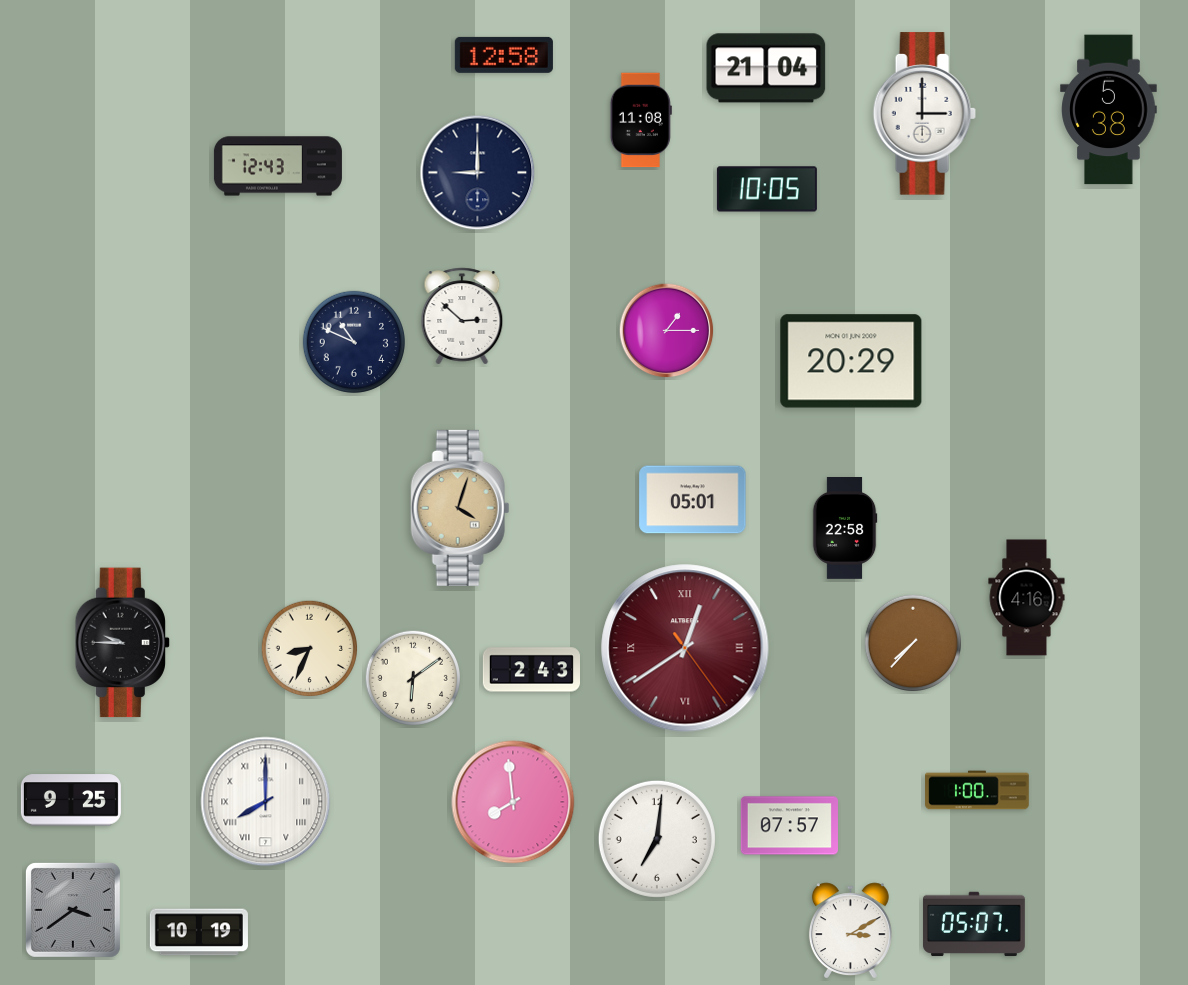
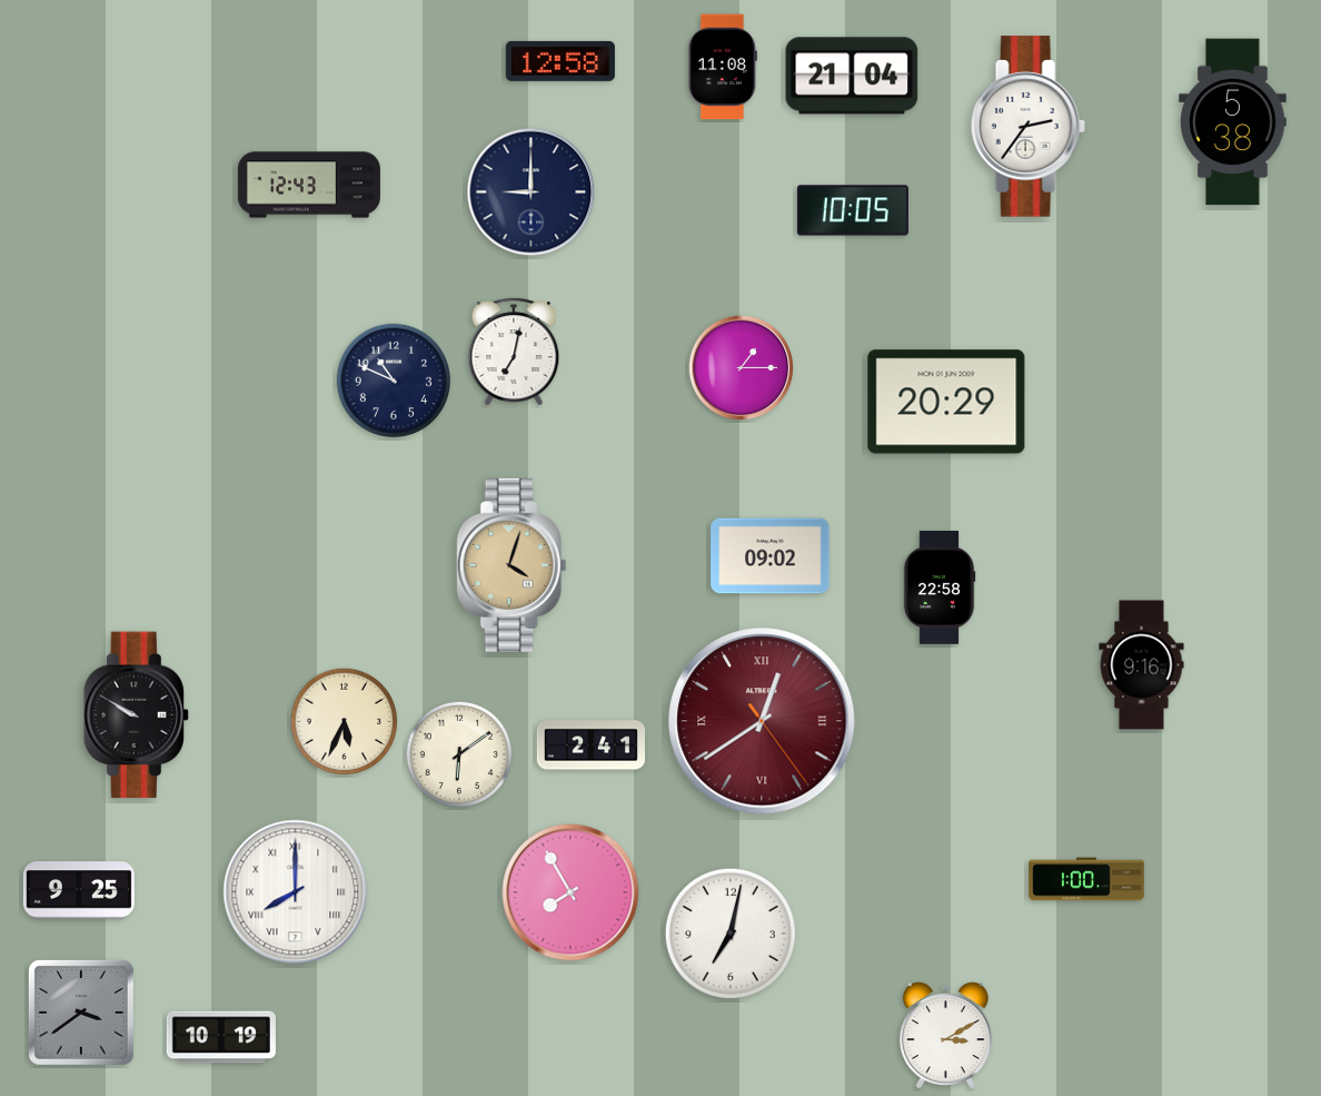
clock at (924, 114): 3:00 -> 2:36
clock at (641, 120) position: (641, 120) -> (723, 67)
clock at (462, 316): 2:52 -> 7:02
clock at (693, 500): 05:01 -> 09:02
clock at (1027, 598): 4:16 -> 9:16
clock at (912, 642): 7:37 -> none
clock at (122, 643): 9:45 -> 9:50
clock at (309, 648): 8:34 -> 5:34
clock at (531, 670): 2:43 -> 2:41
clock at (513, 802): 7:59 -> 7:55
clock at (789, 826): 07:57 -> none
clock at (657, 839): 7:01 -> 7:02
clock at (974, 924): 05:07 -> none
